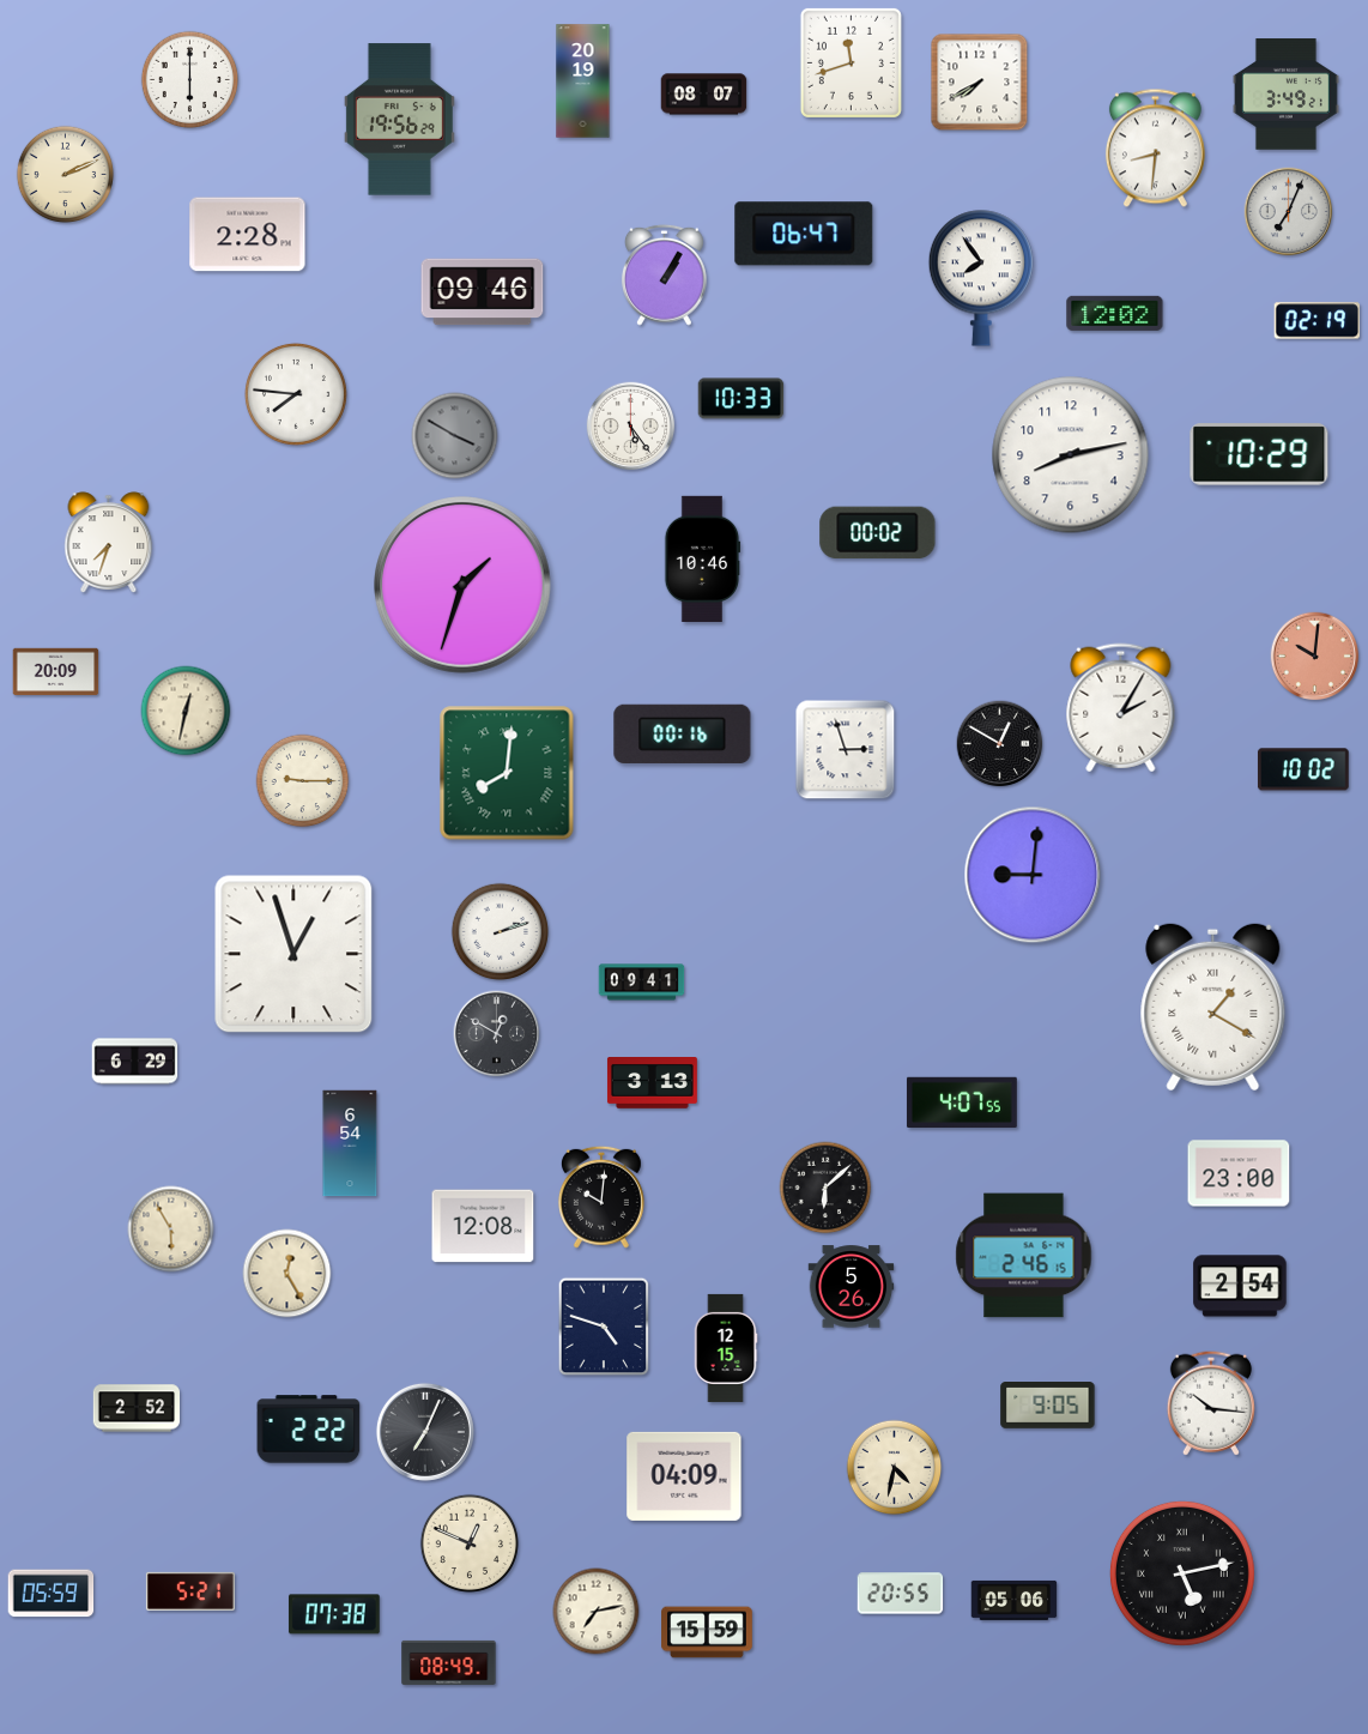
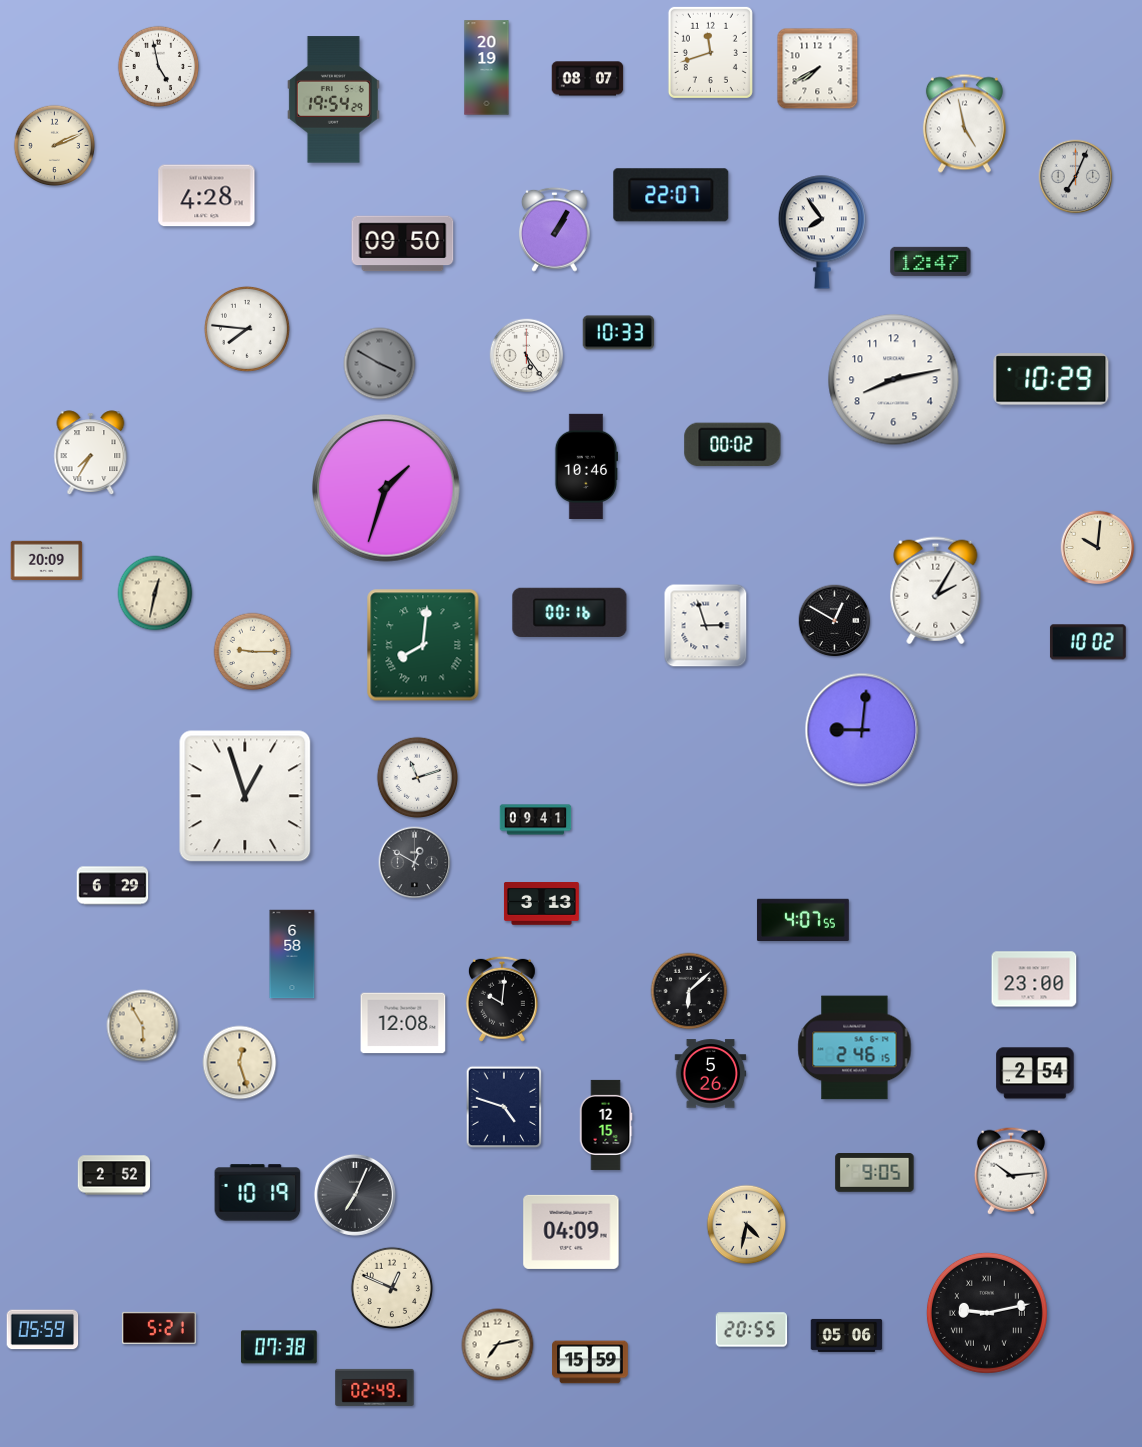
clock at (190, 80): 6:00 -> 4:58
clock at (1285, 95): 3:49 -> none
clock at (399, 120): 19:56 -> 19:54
clock at (1155, 149): 8:31 -> 4:58
clock at (804, 234): 06:47 -> 22:07
clock at (248, 235): 2:28 -> 4:28
clock at (981, 278) position: (981, 278) -> (822, 232)
clock at (483, 292): 09:46 -> 09:50
clock at (1115, 313): 12:02 -> 12:47
clock at (1318, 321): 02:19 -> none
clock at (109, 543): 7:33 -> 7:35
clock at (1315, 657) dial: salmon -> cream
clock at (501, 932): 2:12 -> 11:12
clock at (1213, 1008): 1:20 -> none
clock at (652, 1083) position: (652, 1083) -> (541, 904)
clock at (350, 1143): 6:54 -> 6:58
clock at (287, 1274): 12:25 -> 12:27
clock at (1211, 1403): 10:16 -> 10:14
clock at (309, 1430): 2:22 -> 10:19
clock at (1182, 1573): 5:13 -> 9:13
clock at (449, 1662): 08:49 -> 02:49
